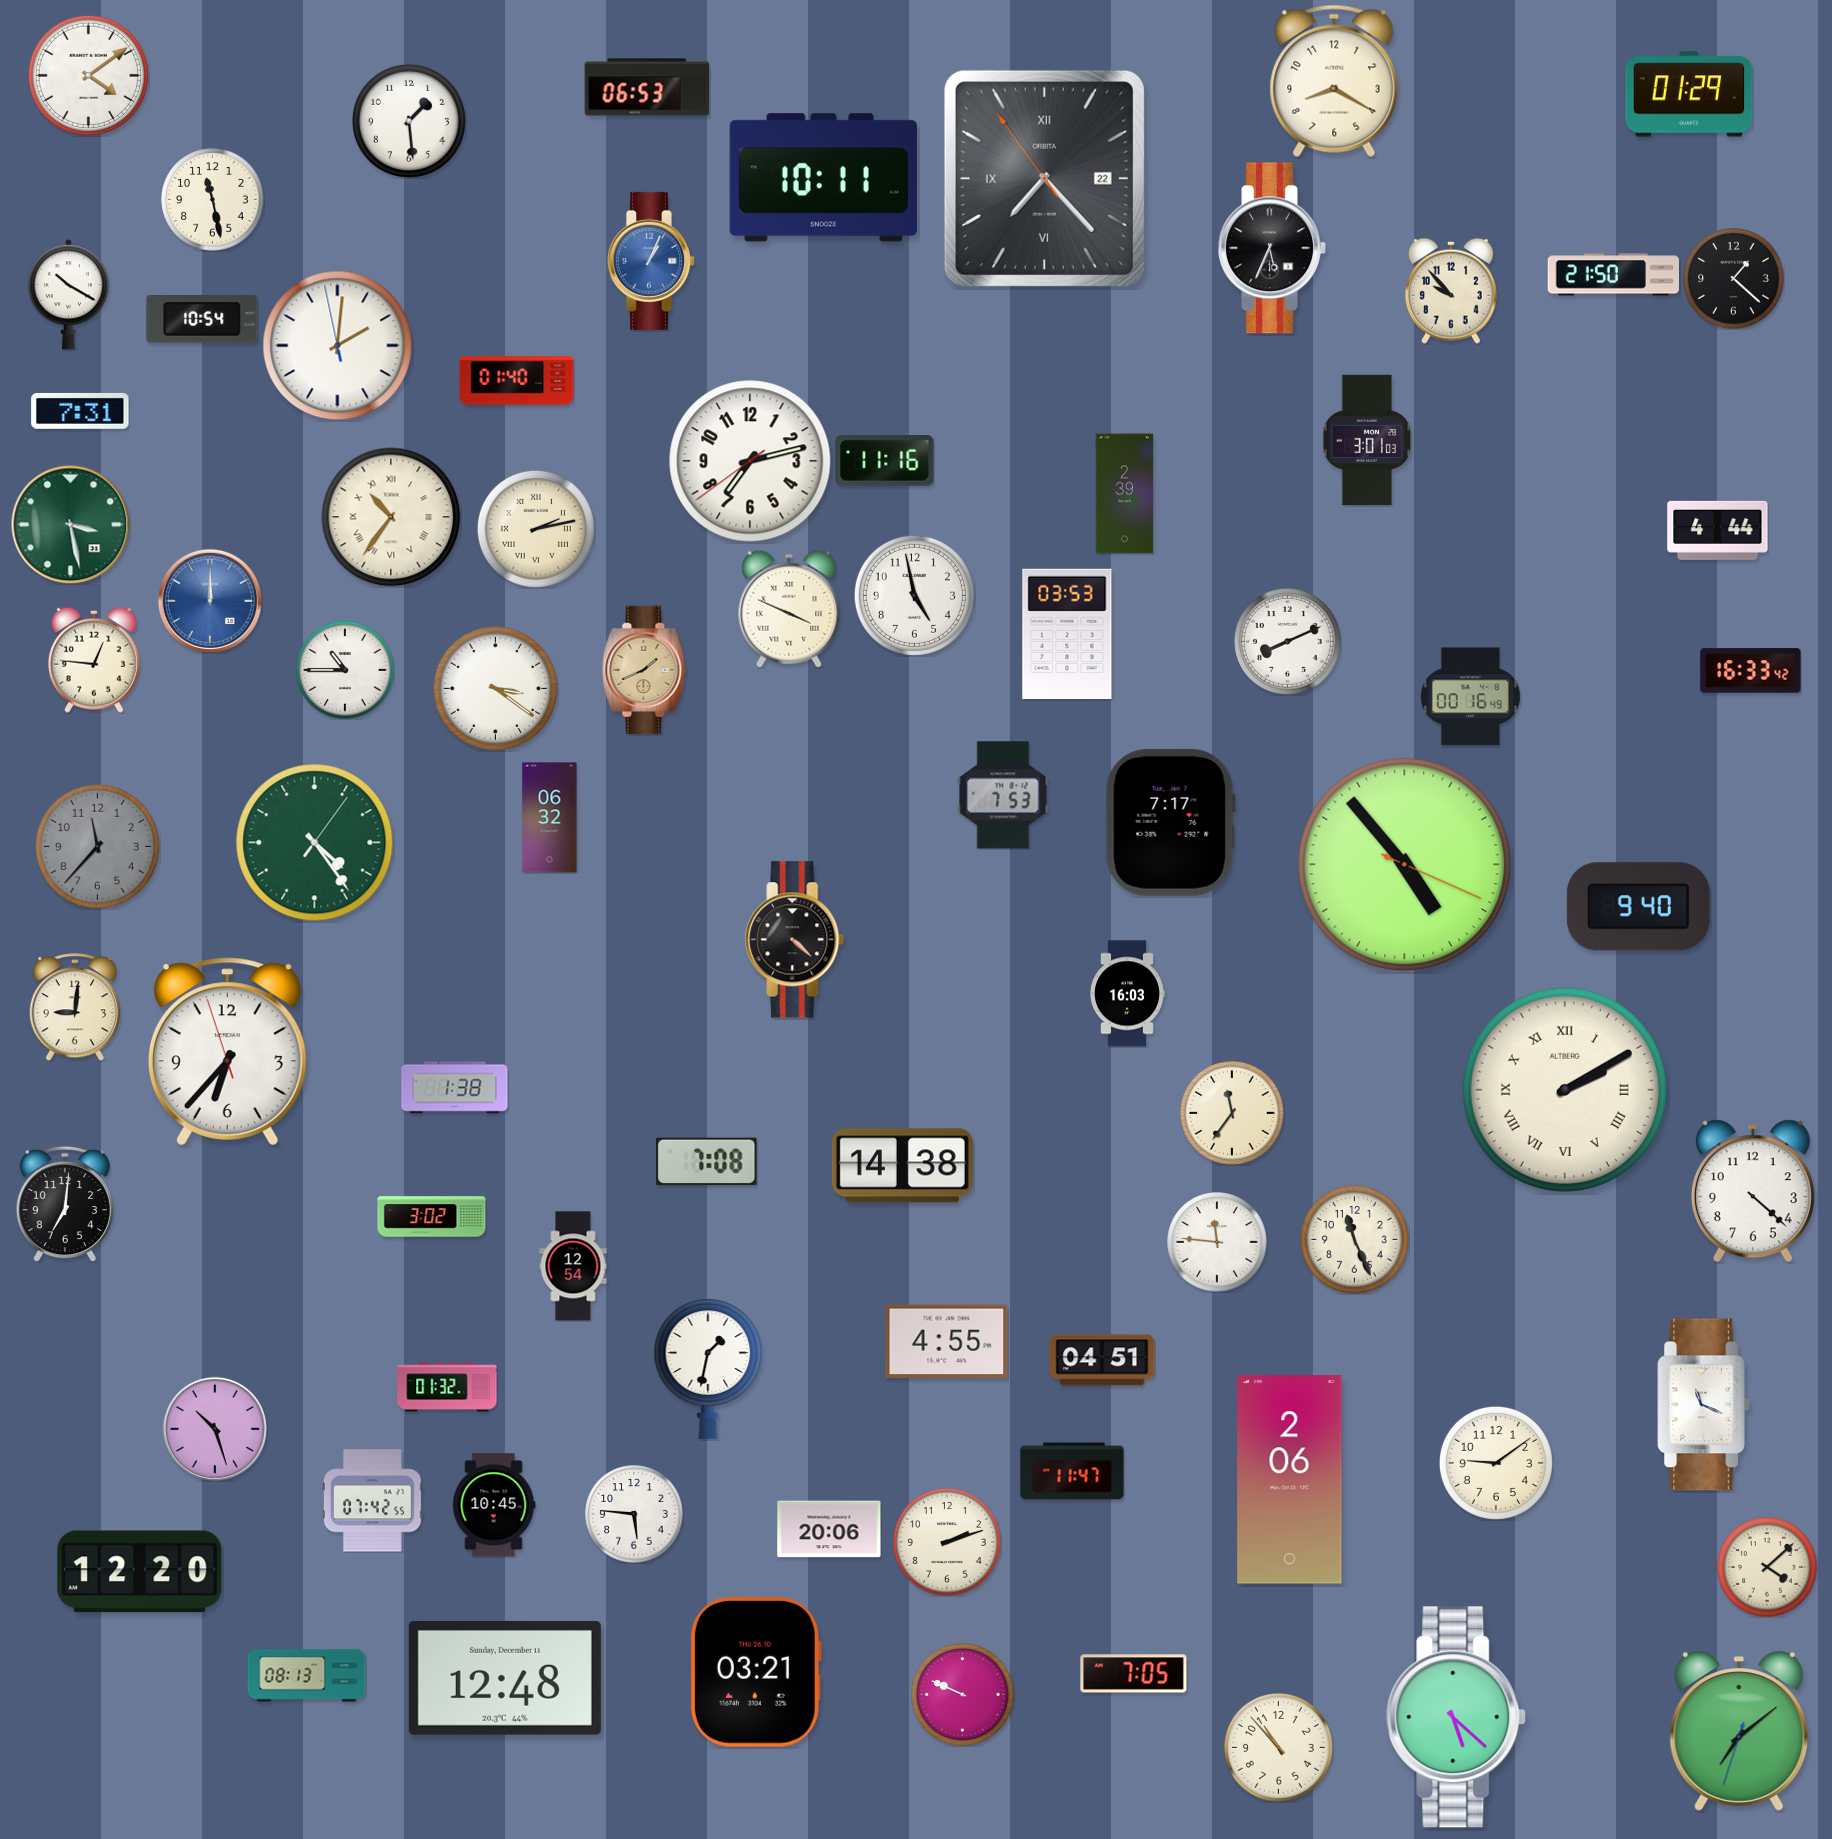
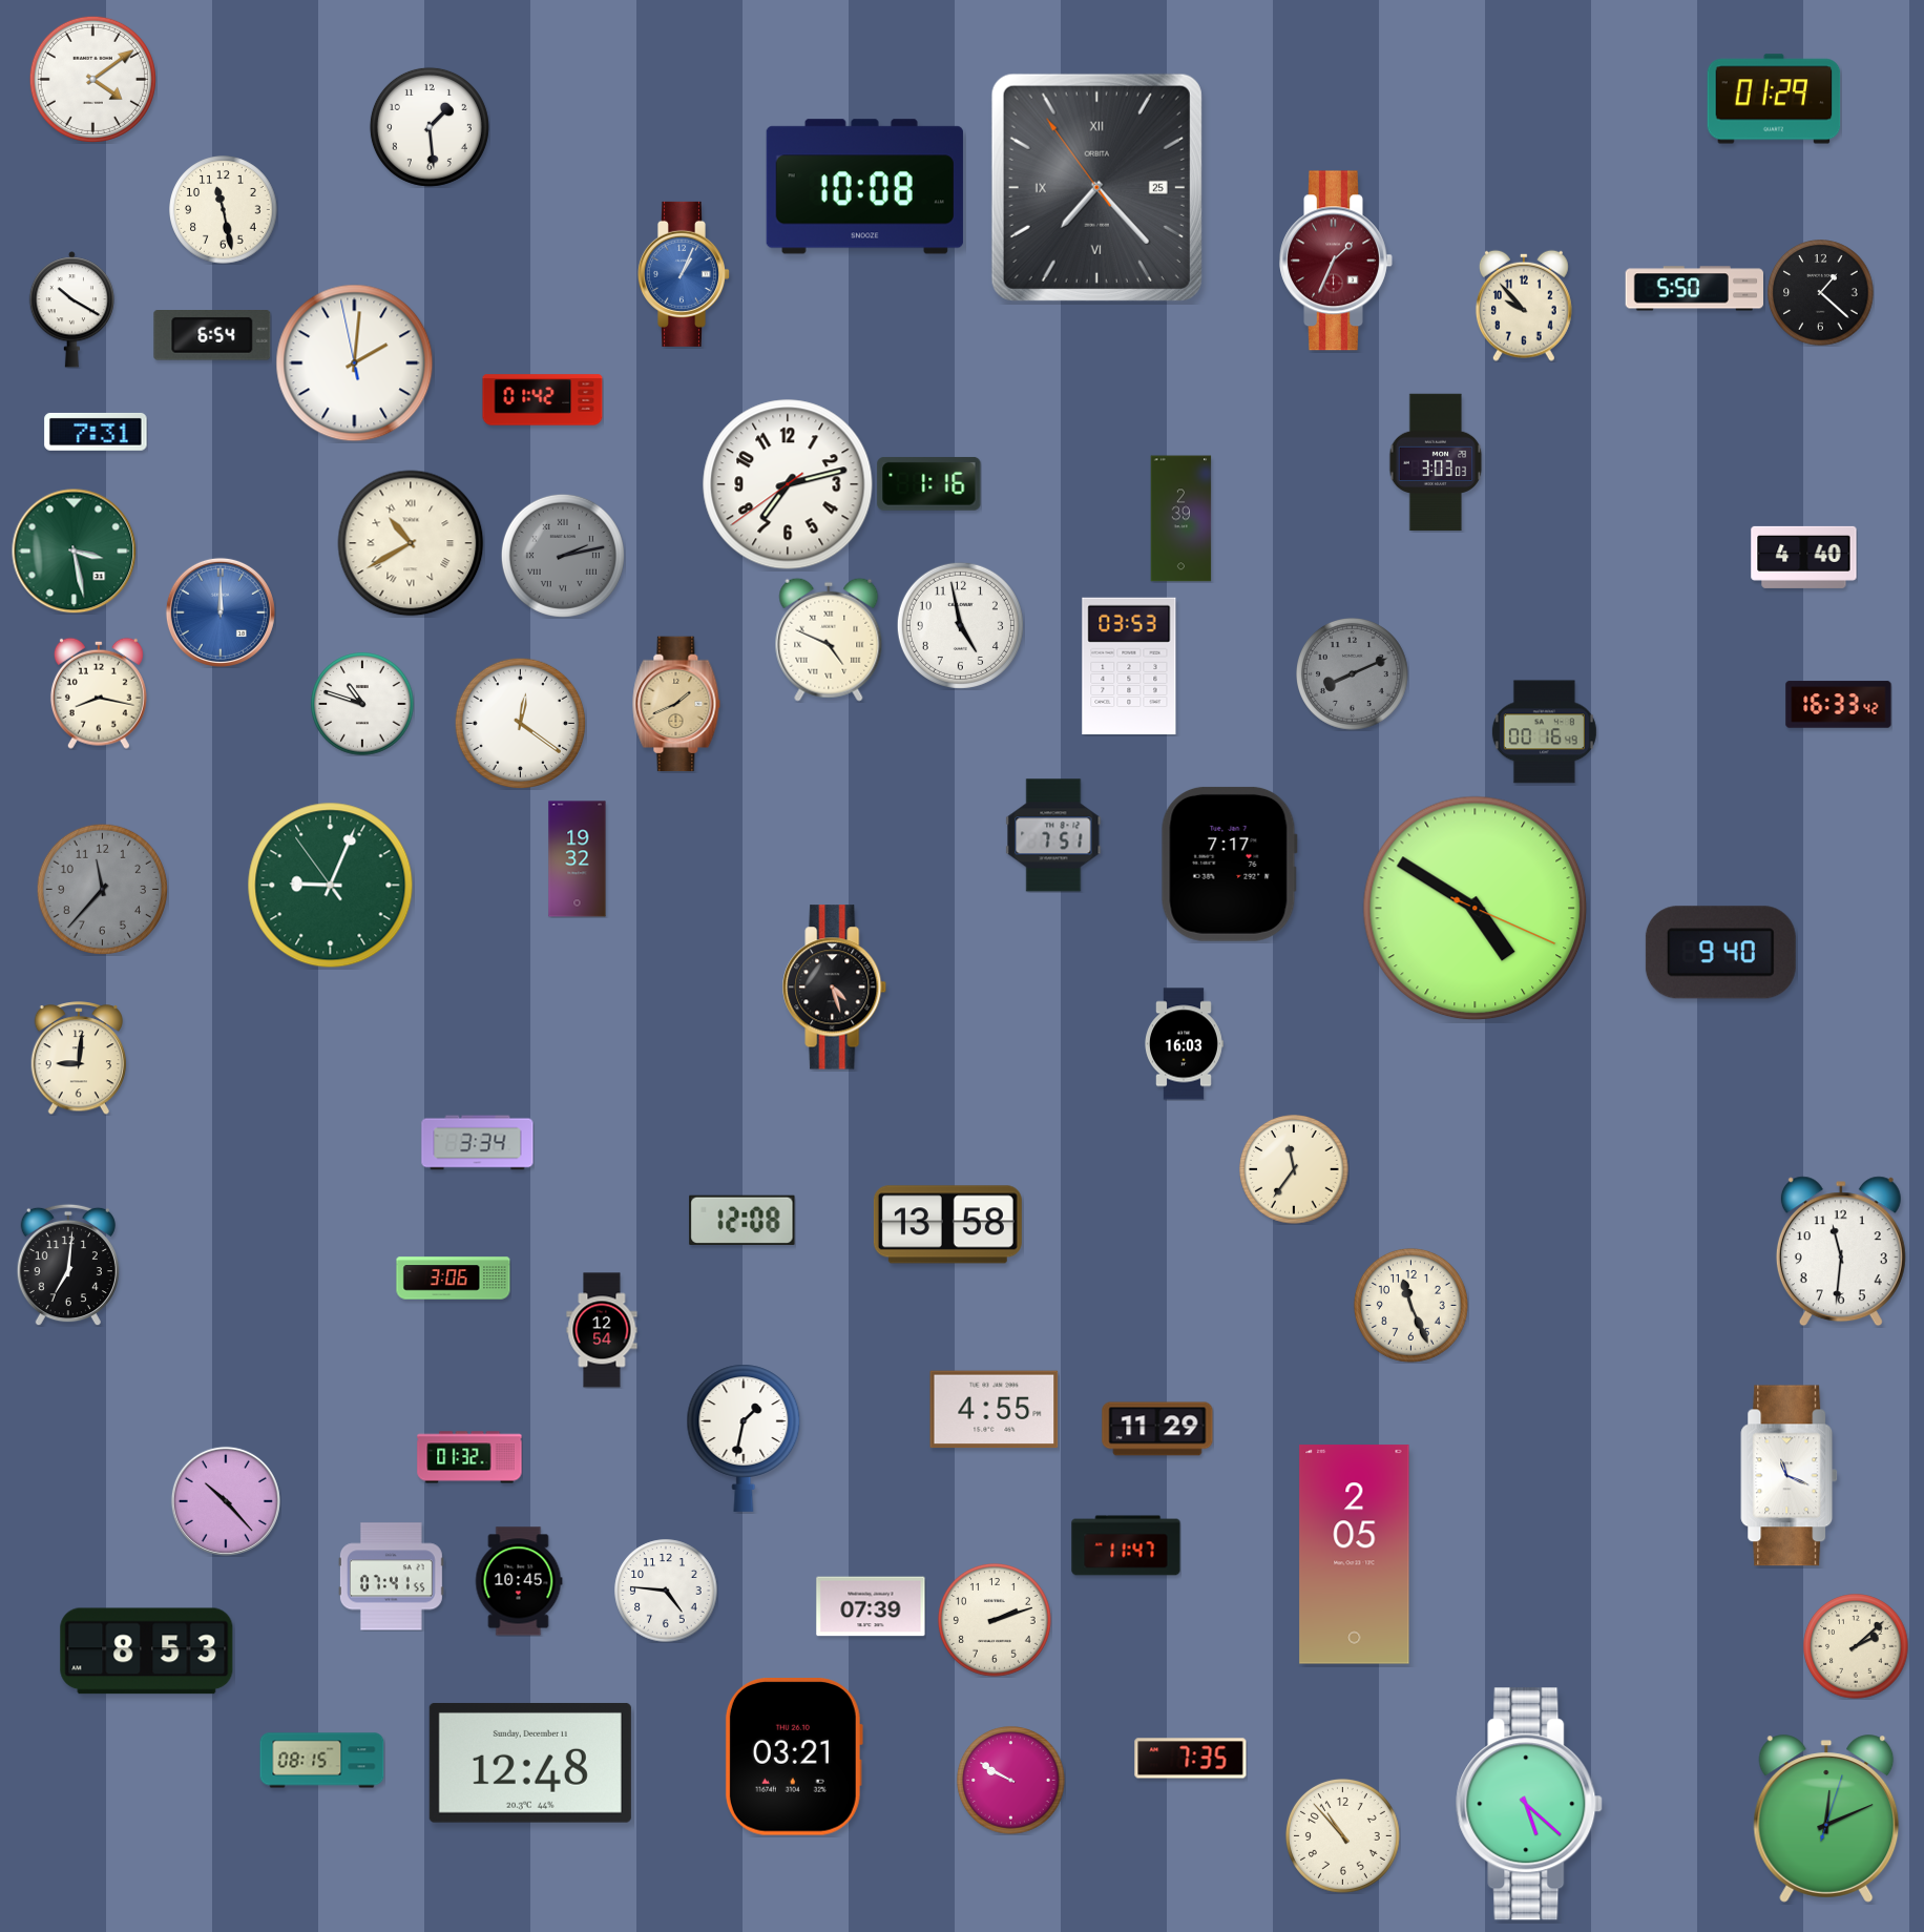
clock at (1334, 81): 8:20 -> none
clock at (647, 87): 06:53 -> none
clock at (823, 178): 10:11 -> 10:08
clock at (1044, 178) date: 22 -> 25
clock at (1272, 248): 5:34 -> 1:34
clock at (1272, 248) dial: black -> burgundy
clock at (1613, 275): 21:50 -> 5:50
clock at (202, 320): 10:54 -> 6:54
clock at (517, 381): 01:40 -> 01:42
clock at (80, 411) position: (80, 411) -> (96, 432)
clock at (1367, 440): 3:01 -> 3:03
clock at (885, 460): 11:16 -> 1:16
clock at (391, 517): 10:36 -> 10:40
clock at (536, 529) dial: cream -> grey
clock at (1718, 530): 4:44 -> 4:40
clock at (210, 601) position: (210, 601) -> (221, 612)
clock at (789, 609): 3:49 -> 4:49
clock at (1067, 634) position: (1067, 634) -> (1129, 666)
clock at (1288, 642) dial: white -> grey
clock at (94, 660): 12:46 -> 8:17
clock at (345, 670): 10:45 -> 10:48
clock at (495, 688): 3:21 -> 12:21
clock at (1003, 795): 7:53 -> 7:51
clock at (550, 818): 06:32 -> 19:32
clock at (315, 843): 4:24 -> 9:03
clock at (1405, 865): 4:53 -> 4:50
clock at (795, 940): 4:22 -> 4:27
clock at (227, 1051): 6:36 -> none
clock at (455, 1088): 1:38 -> 3:34
clock at (1565, 1090): 2:10 -> none
clock at (707, 1161): 7:08 -> 12:08
clock at (902, 1166): 14:38 -> 13:58
clock at (1753, 1191): 4:22 -> 11:31
clock at (432, 1217): 3:02 -> 3:06
clock at (1354, 1239) position: (1354, 1239) -> (1410, 1305)
clock at (1217, 1242): 11:46 -> none
clock at (1102, 1360): 04:51 -> 11:29
clock at (215, 1429): 10:27 -> 10:23
clock at (1496, 1463): 9:09 -> none
clock at (1290, 1480): 2:06 -> 2:05
clock at (372, 1501): 07:42 -> 07:41
clock at (634, 1514): 5:46 -> 4:46
clock at (829, 1529): 20:06 -> 07:39
clock at (1767, 1567): 4:08 -> 2:08
clock at (140, 1572): 12:20 -> 8:53
clock at (1134, 1674): 7:05 -> 7:35
clock at (307, 1676): 08:13 -> 08:15
clock at (963, 1695): 9:49 -> 9:50
clock at (1739, 1731): 7:08 -> 12:11
